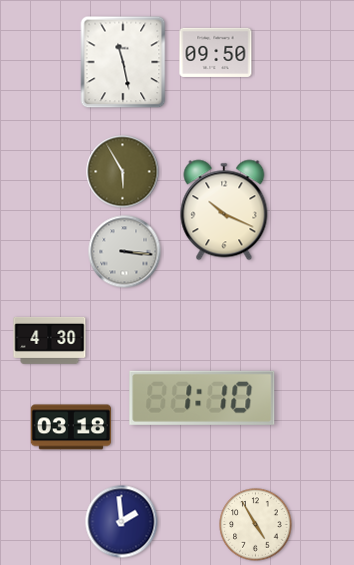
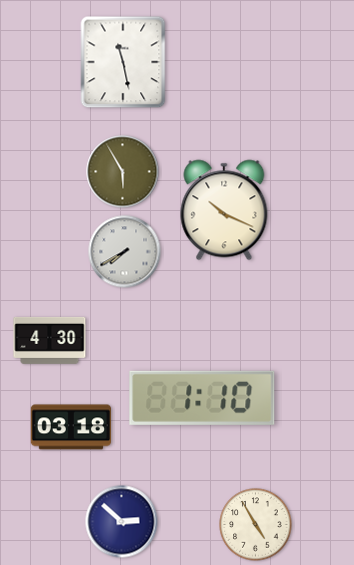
clock at (216, 52): 09:50 -> none
clock at (125, 252): 3:16 -> 7:40
clock at (122, 522): 1:59 -> 2:52
